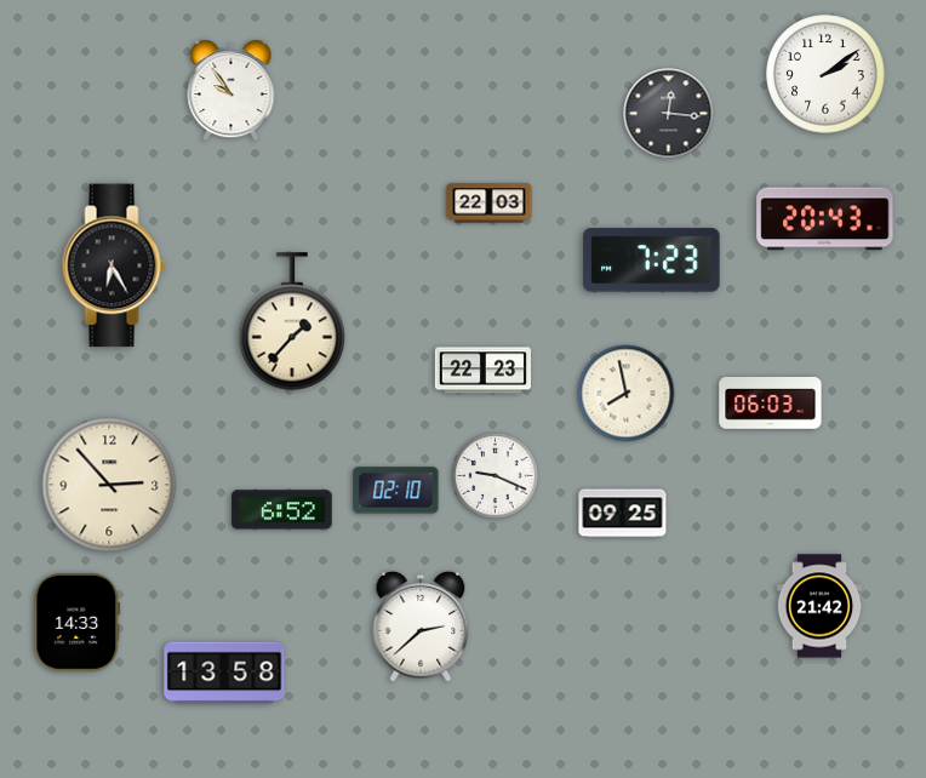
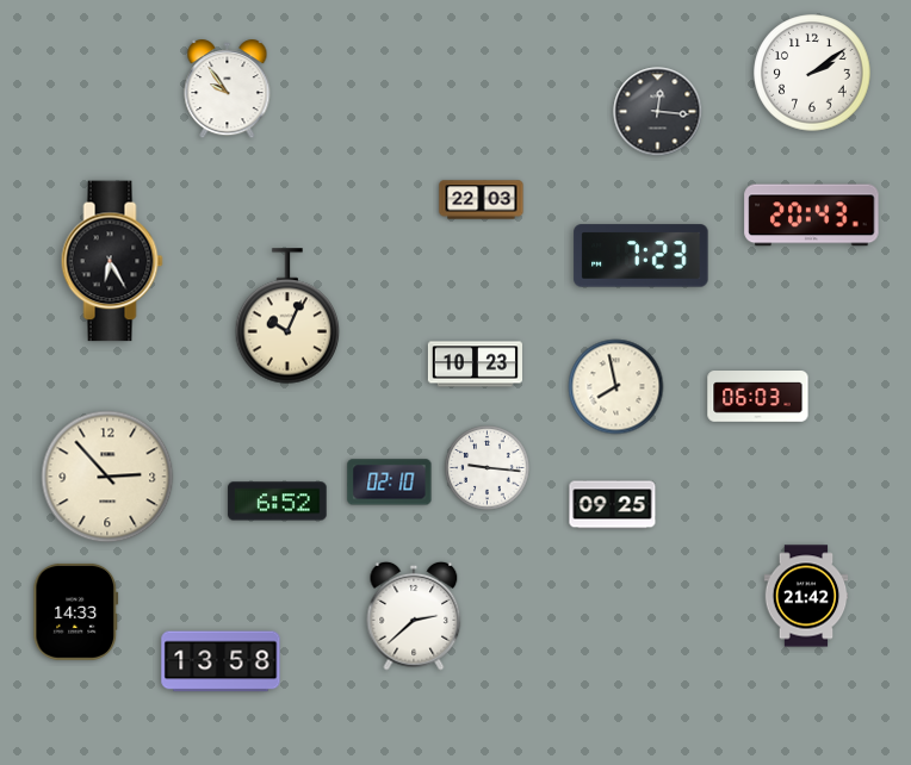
clock at (292, 321): 1:37 -> 10:04
clock at (482, 371): 22:23 -> 10:23
clock at (496, 476): 9:19 -> 9:16
